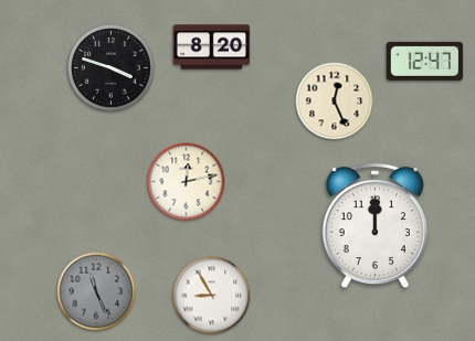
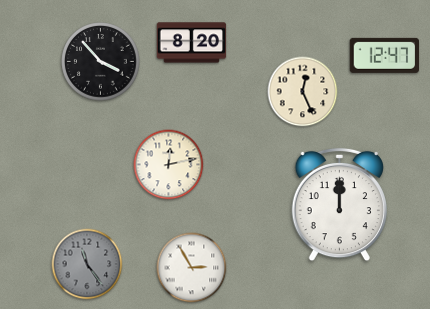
clock at (112, 68): 3:48 -> 3:53
clock at (96, 291): 11:26 -> 11:24
clock at (212, 296): 8:55 -> 2:55
